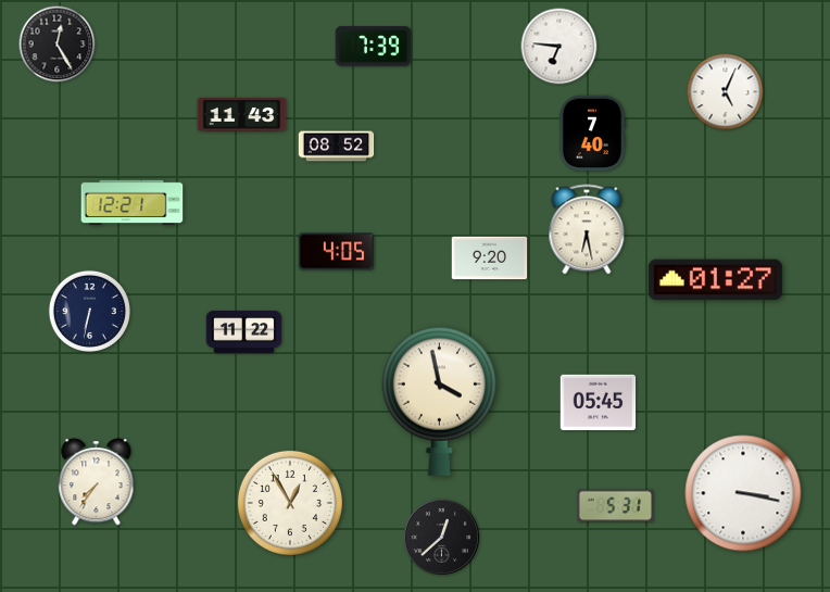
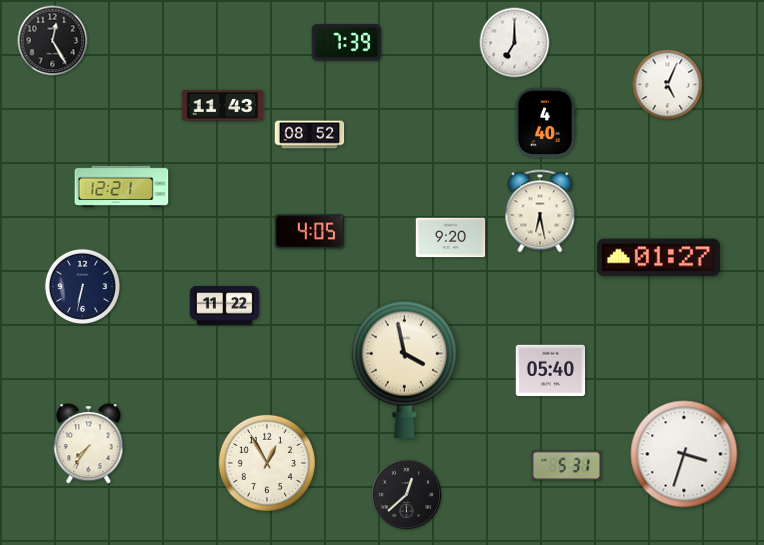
clock at (374, 47) position: (374, 47) -> (347, 43)
clock at (559, 47): 6:46 -> 7:00
clock at (592, 134): 7:40 -> 4:40
clock at (599, 403): 05:45 -> 05:40
clock at (743, 493): 3:17 -> 3:33
